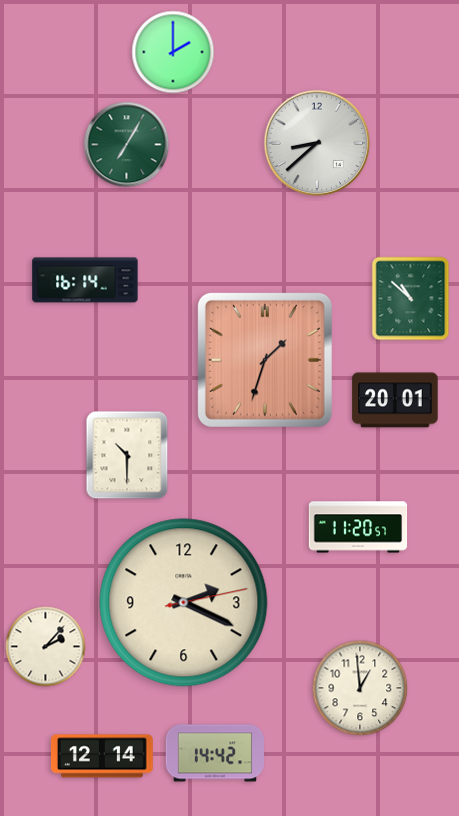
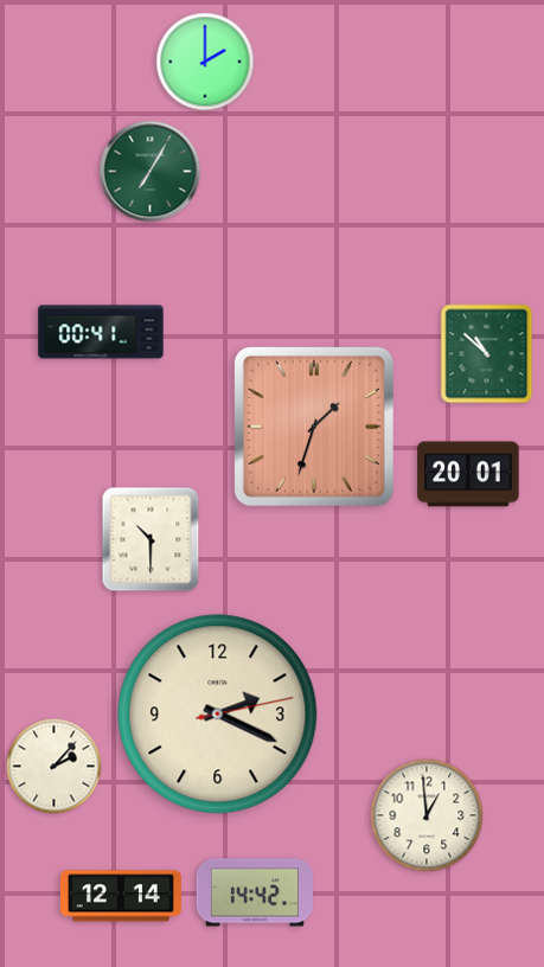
clock at (317, 143): 8:38 -> none
clock at (85, 280): 16:14 -> 00:41
clock at (358, 527): 11:20 -> none
